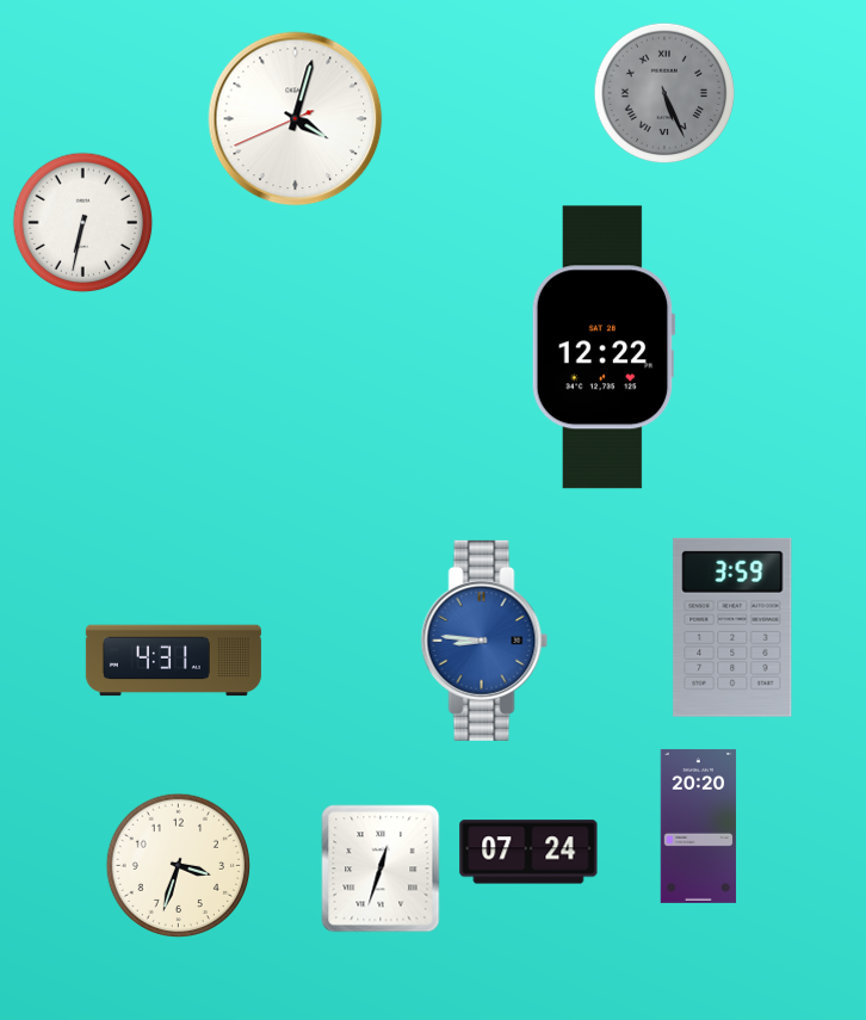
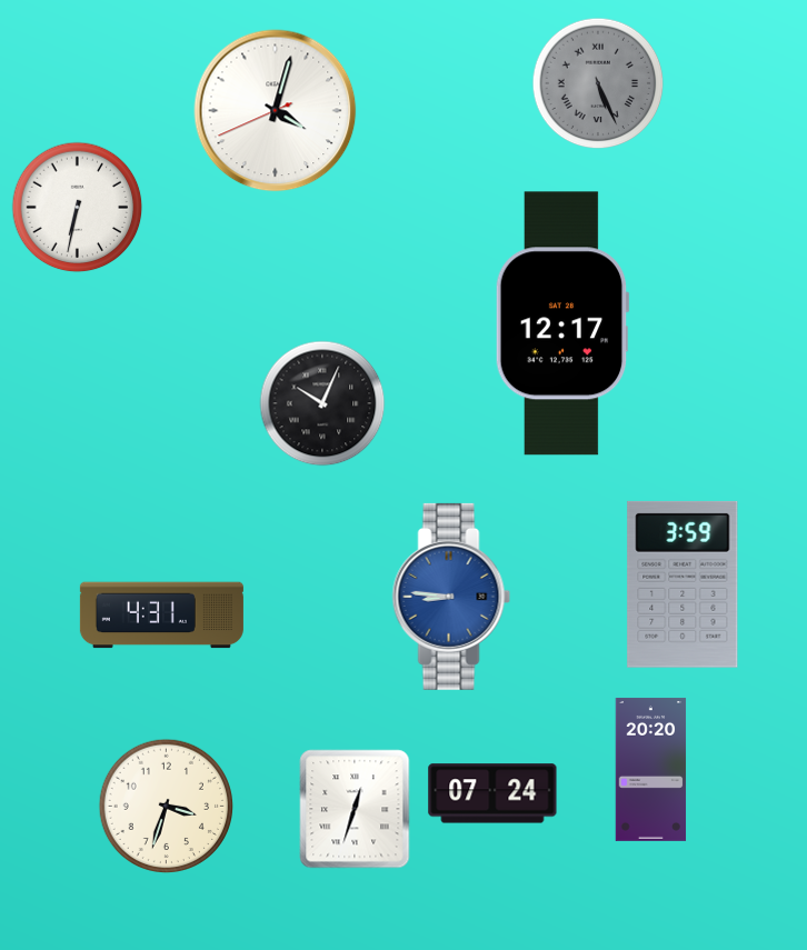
clock at (664, 93) position: (664, 93) -> (598, 83)
clock at (604, 347): 12:22 -> 12:17
clock at (322, 403): none -> 10:04
